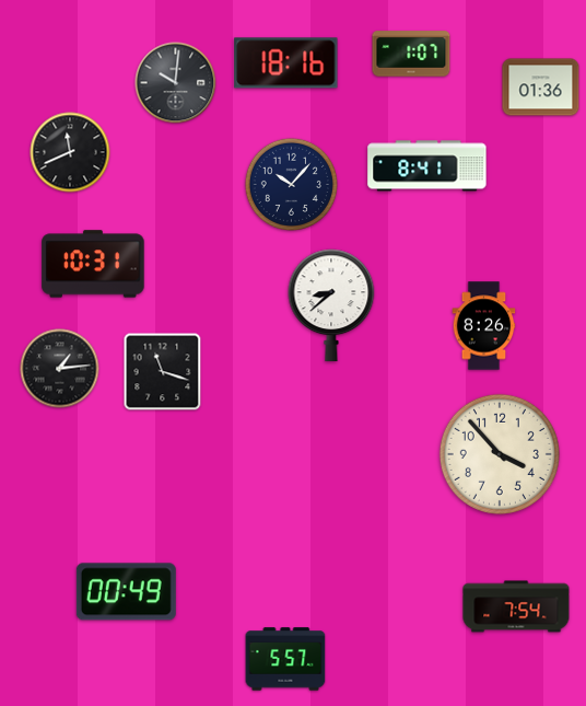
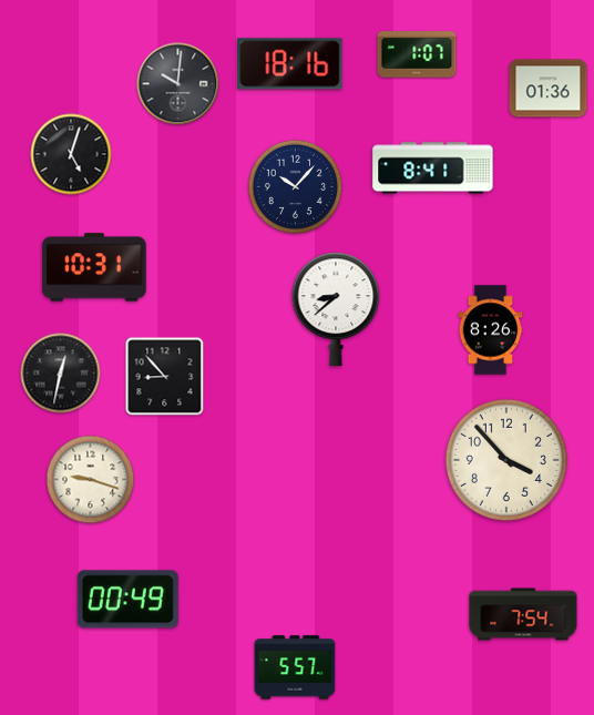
clock at (70, 152): 11:41 -> 5:03
clock at (60, 369): 1:14 -> 12:32
clock at (163, 372): 11:18 -> 8:53
clock at (91, 480): none -> 9:18
clock at (285, 659) position: (285, 659) -> (295, 667)
